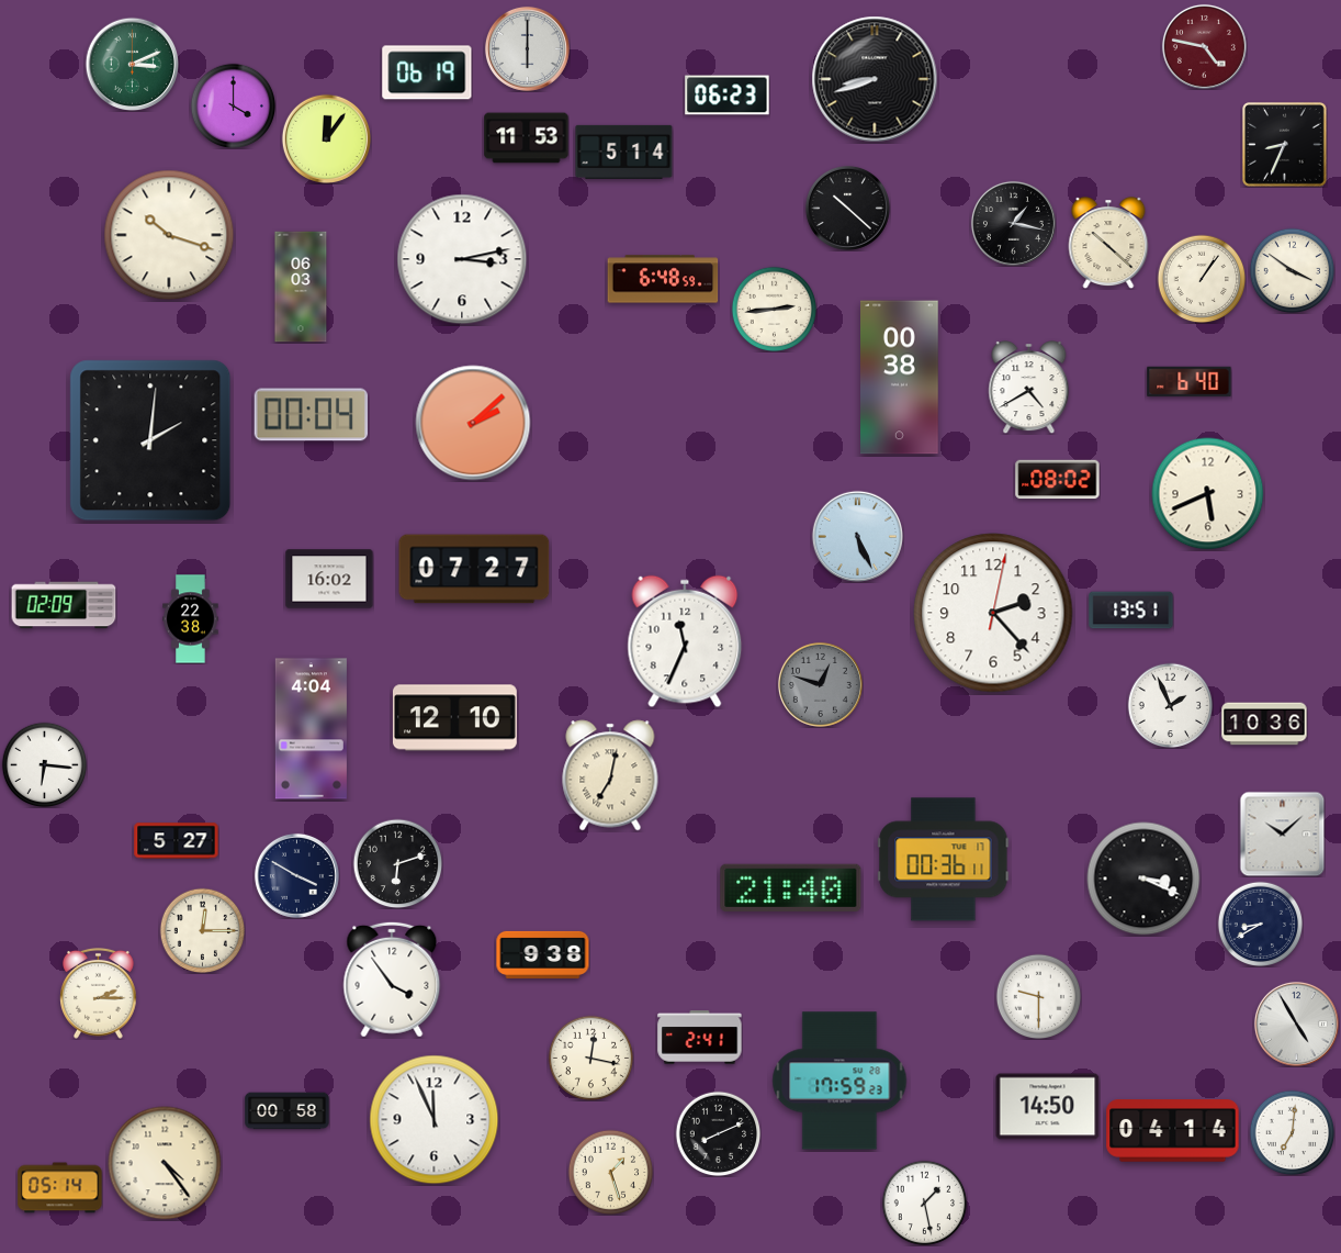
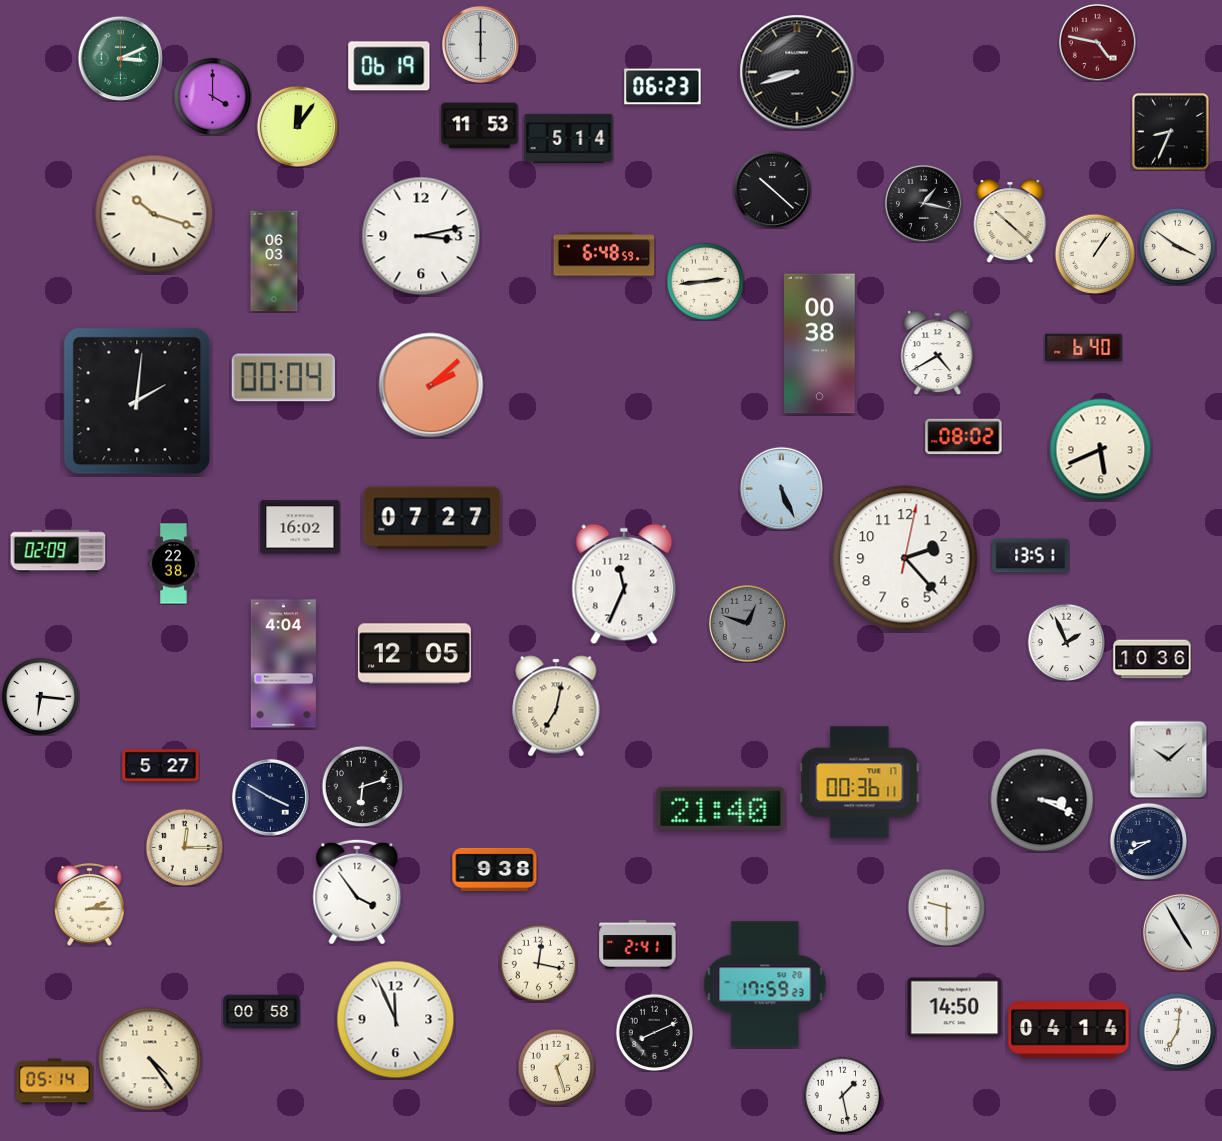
clock at (454, 718): 12:10 -> 12:05
